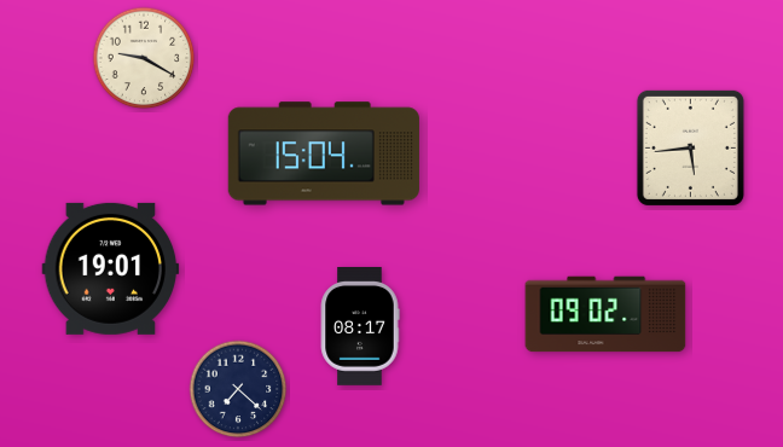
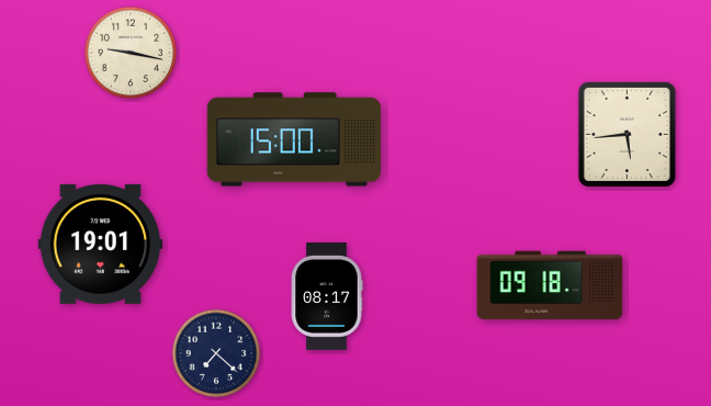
clock at (144, 58): 9:20 -> 9:17
clock at (324, 153): 15:04 -> 15:00
clock at (605, 314): 09:02 -> 09:18
